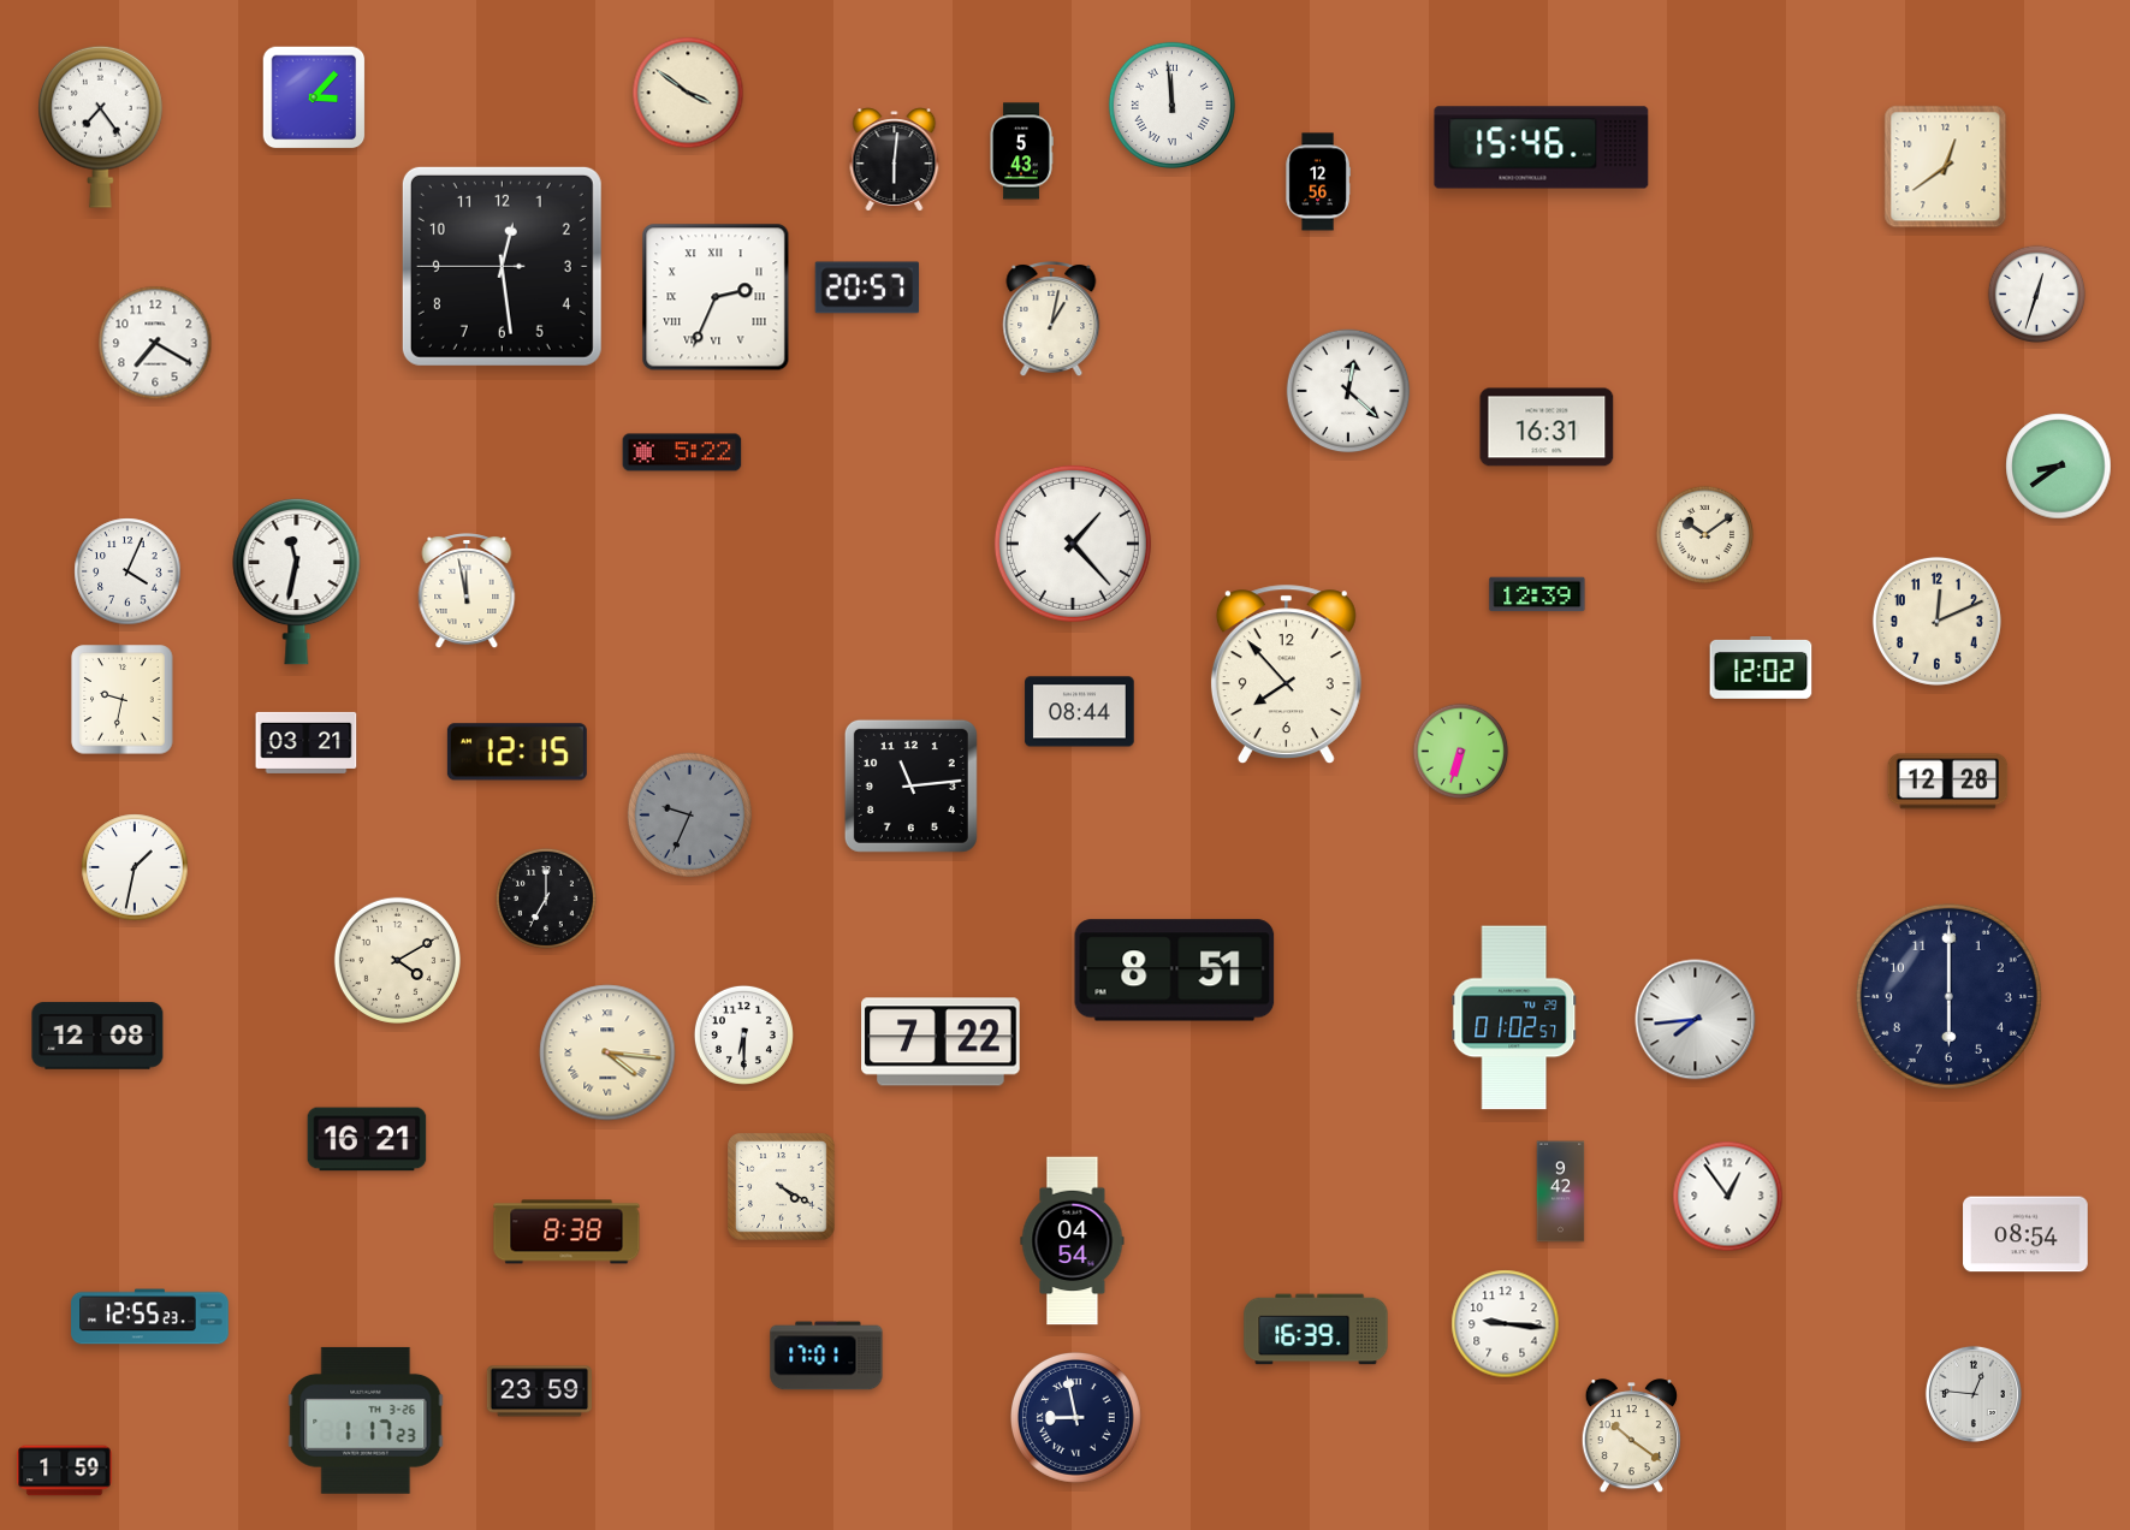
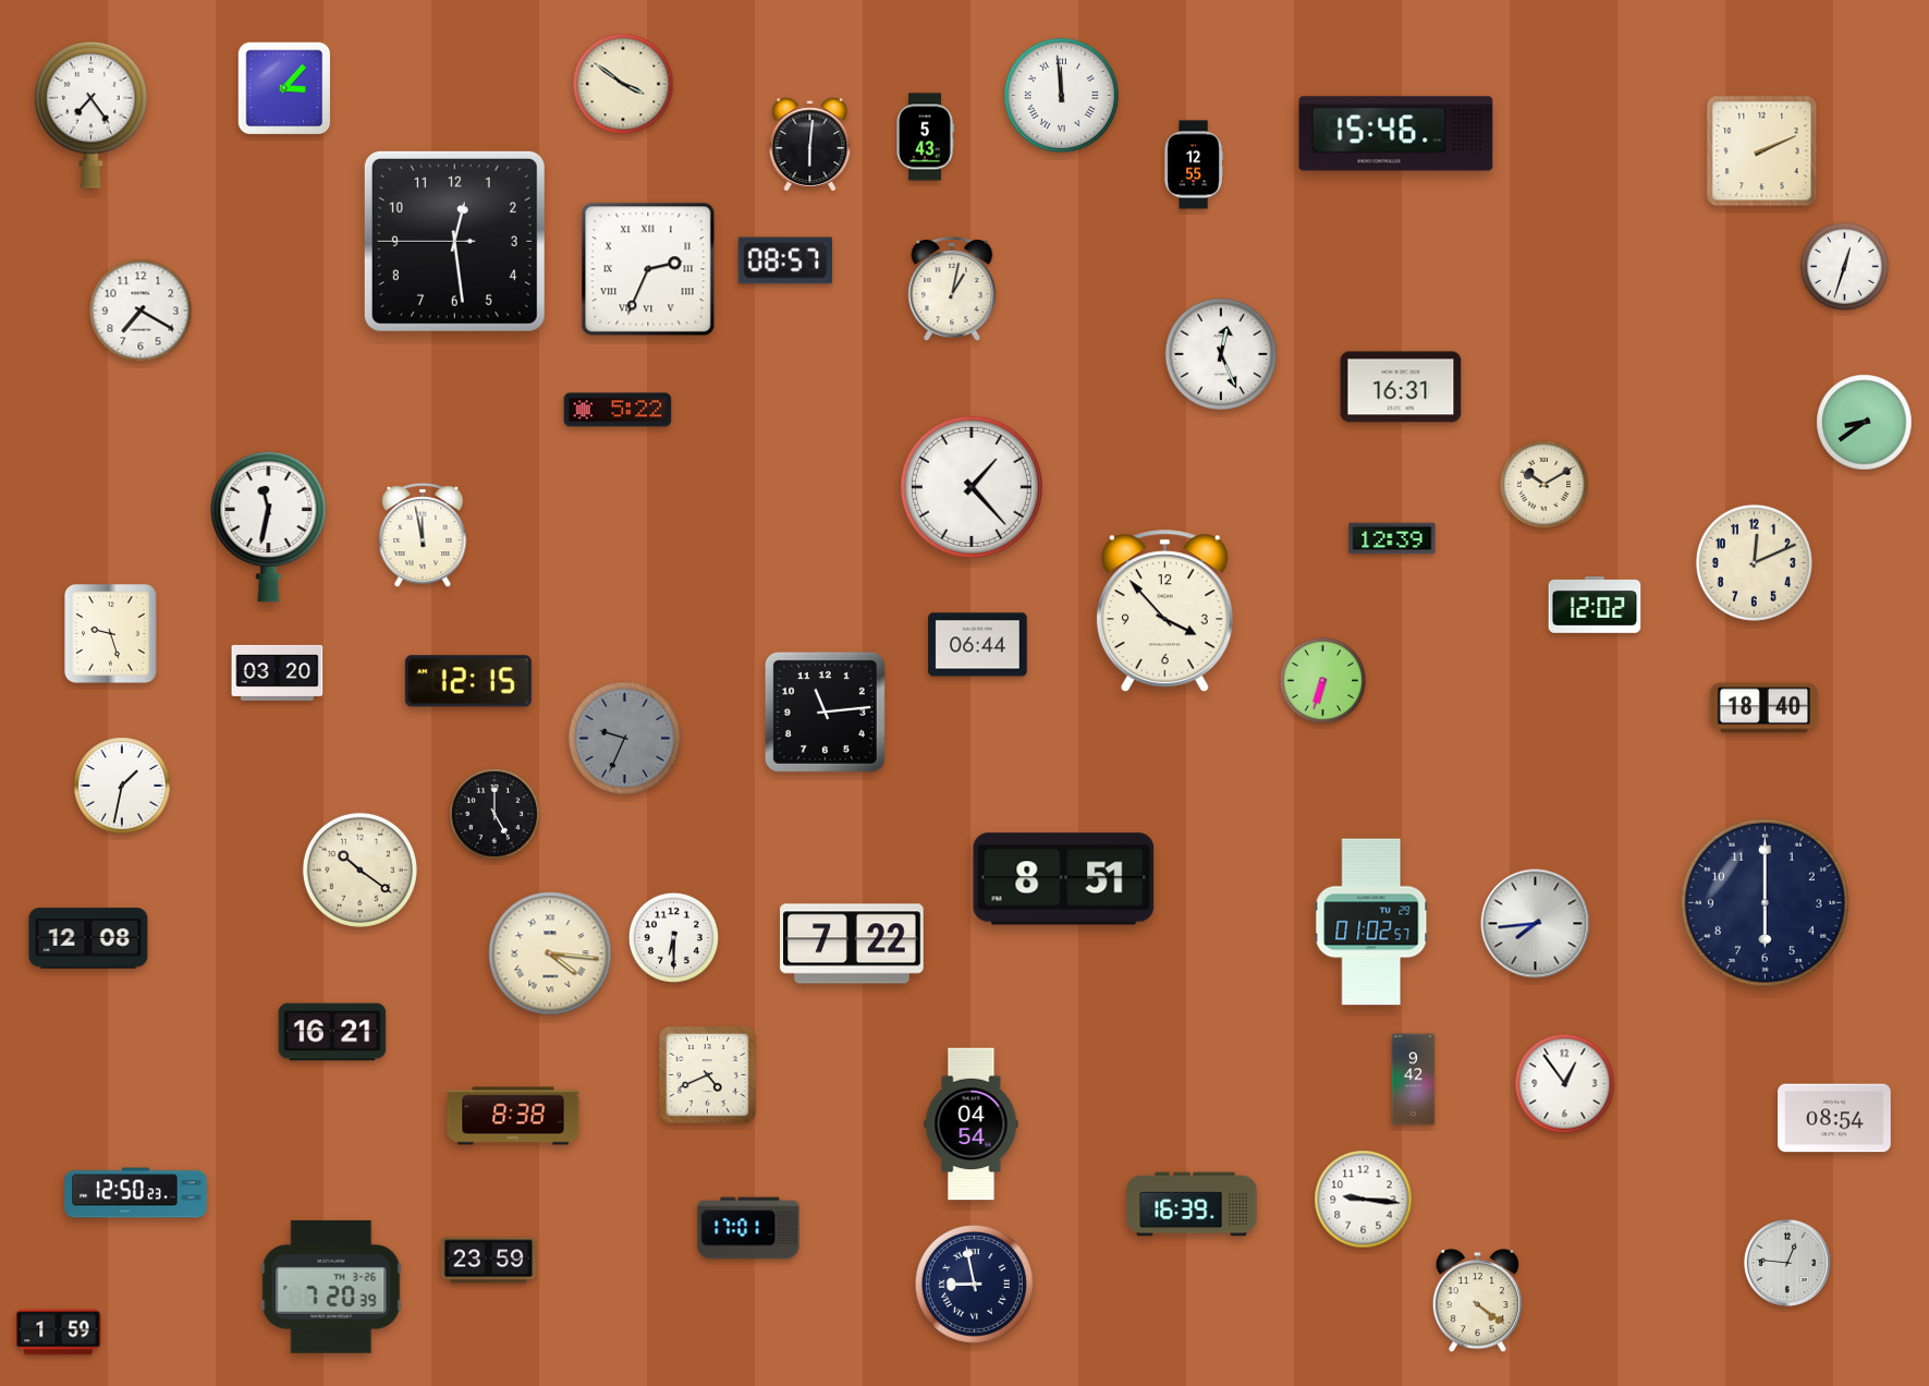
clock at (1946, 167): 12:39 -> 2:11
clock at (1318, 182): 12:56 -> 12:55
clock at (867, 287): 20:57 -> 08:57
clock at (1348, 391): 12:22 -> 12:26
clock at (1704, 534): 10:09 -> 10:10
clock at (1073, 544) position: (1073, 544) -> (972, 487)
clock at (127, 571): 4:04 -> none
clock at (1286, 675): 7:53 -> 3:53
clock at (123, 700): 9:32 -> 9:27
clock at (1080, 712): 08:44 -> 06:44
clock at (307, 742): 03:21 -> 03:20
clock at (1948, 782): 12:28 -> 18:40
clock at (546, 899): 7:00 -> 5:00
clock at (397, 960): 4:10 -> 10:21
clock at (782, 1187): 4:20 -> 4:41
clock at (150, 1317): 12:55 -> 12:50
clock at (366, 1421): 1:17 -> 7:20
clock at (1631, 1436): 10:21 -> 4:21
